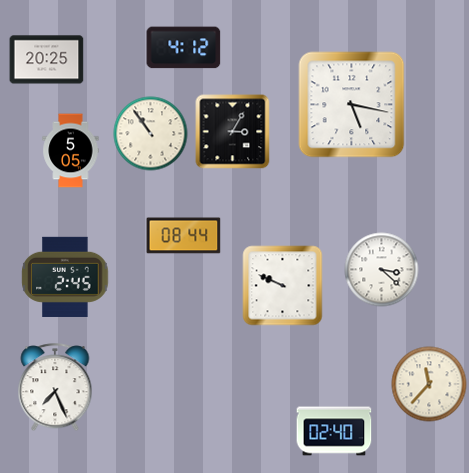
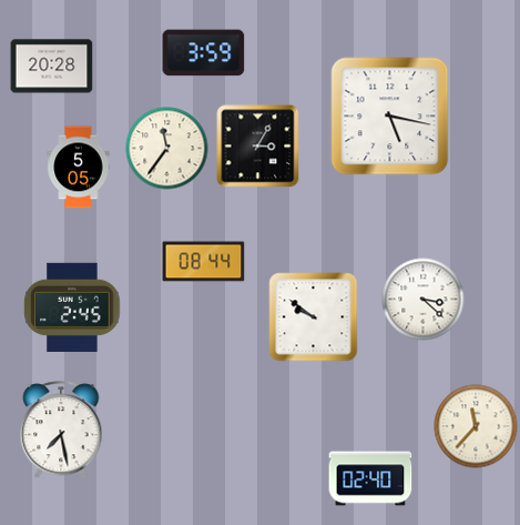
clock at (184, 48): 4:12 -> 3:59
clock at (47, 60): 20:25 -> 20:28
clock at (151, 134): 10:54 -> 11:36
clock at (283, 286): 9:49 -> 9:51
clock at (55, 388): 7:26 -> 7:28
